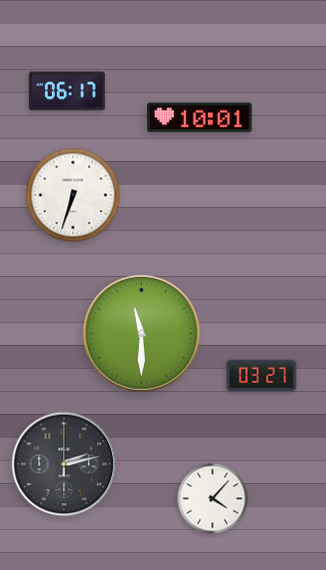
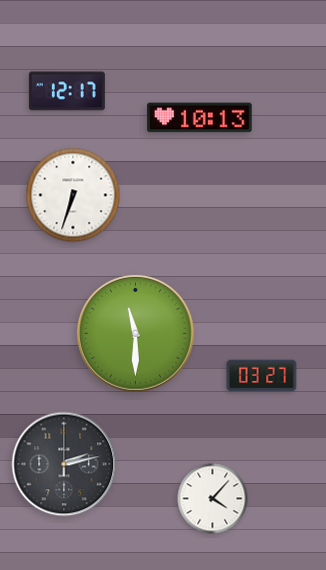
clock at (67, 91): 06:17 -> 12:17
clock at (200, 118): 10:01 -> 10:13
clock at (141, 333) position: (141, 333) -> (135, 333)
